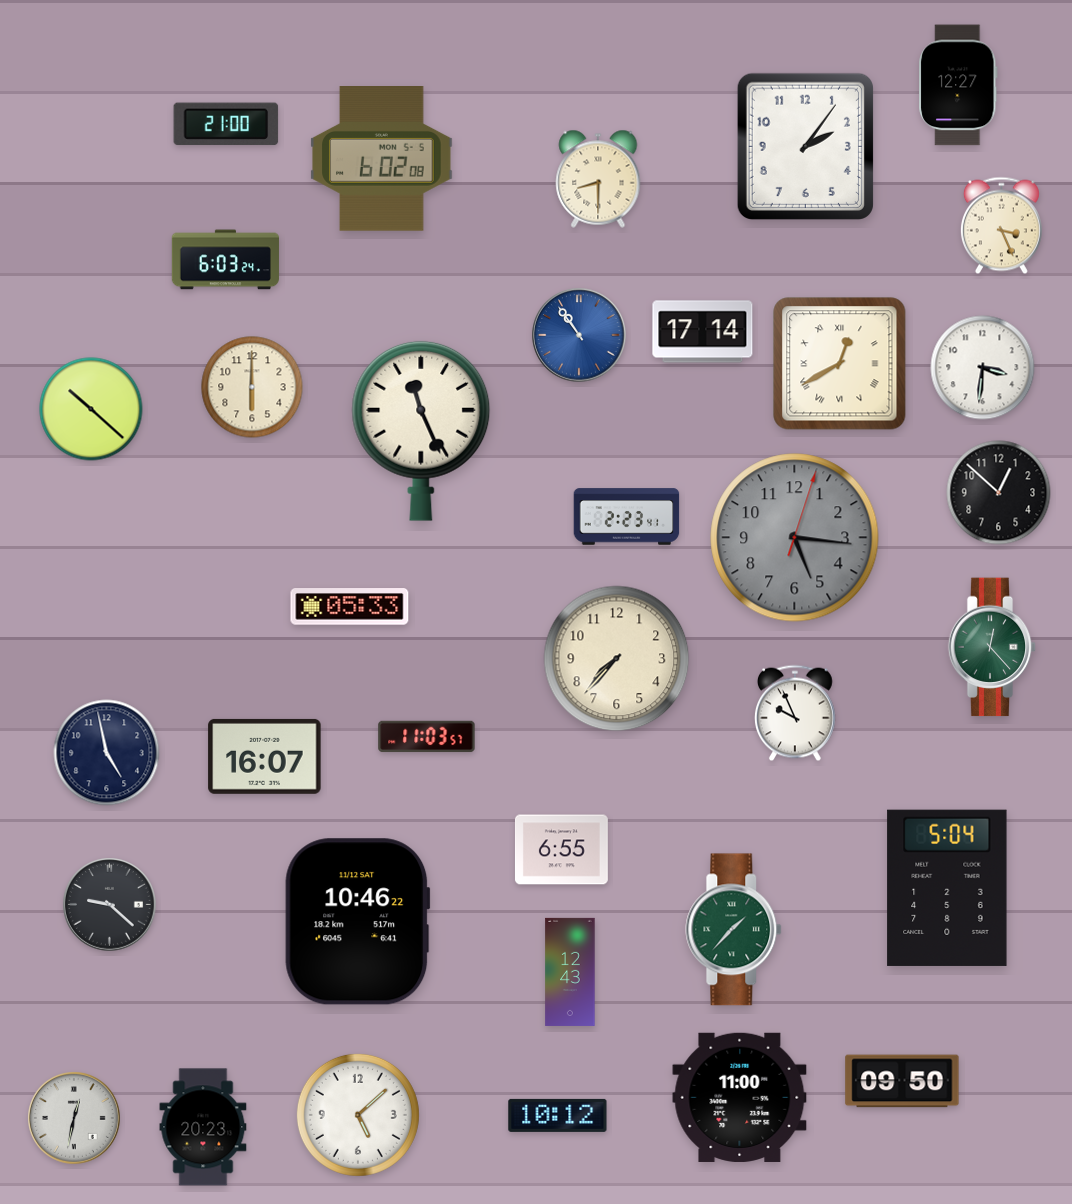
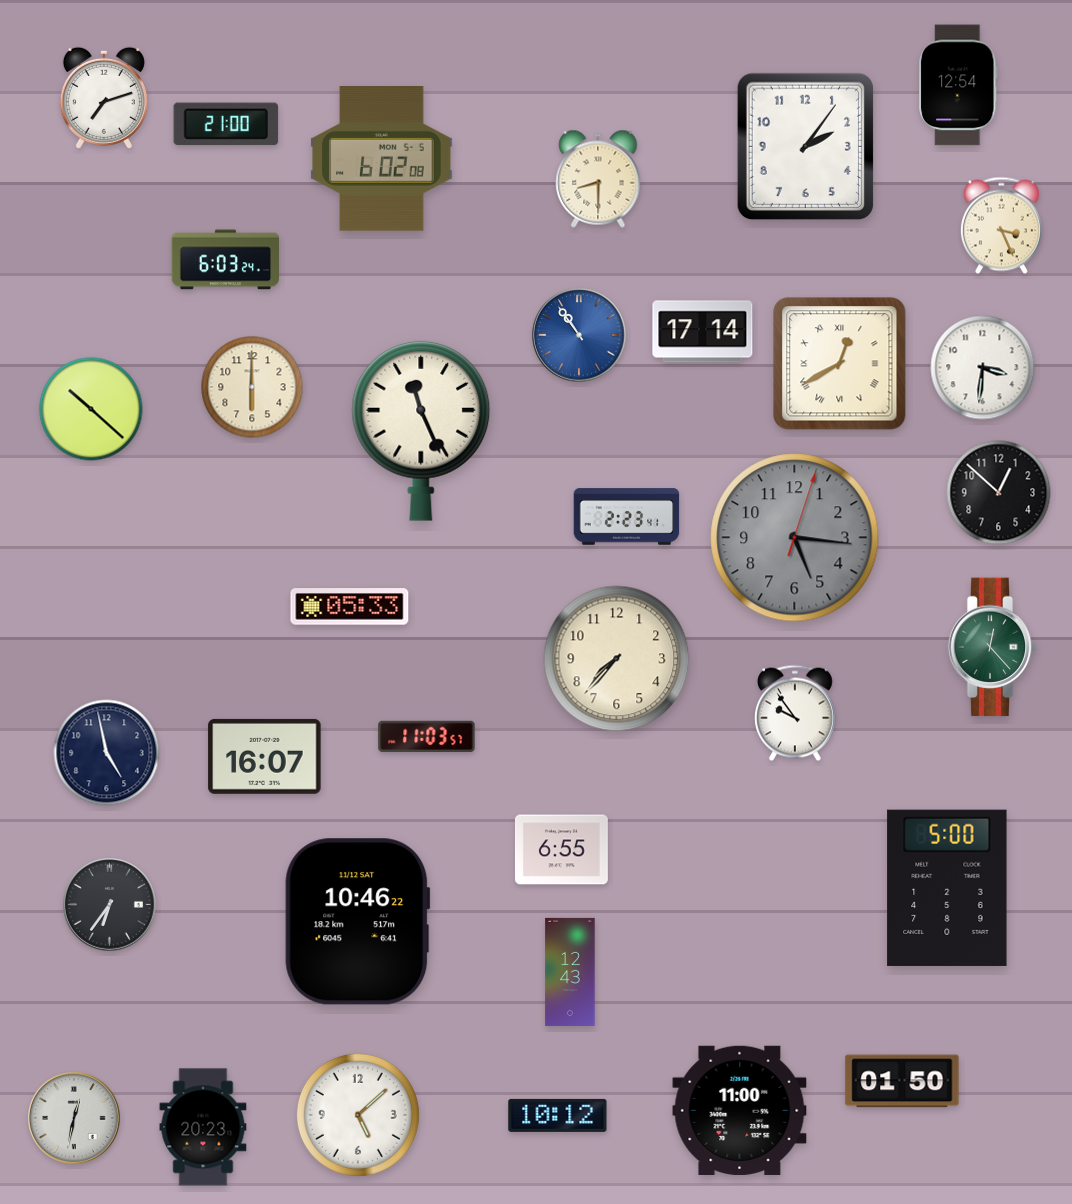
clock at (958, 85): 12:27 -> 12:54
clock at (104, 98): none -> 7:12
clock at (795, 713): 9:56 -> 9:54
clock at (947, 888): 5:04 -> 5:00
clock at (110, 905): 9:22 -> 6:36
clock at (734, 930): 1:37 -> none
clock at (902, 1081): 09:50 -> 01:50
clock at (740, 1097) position: (740, 1097) -> (740, 1110)
